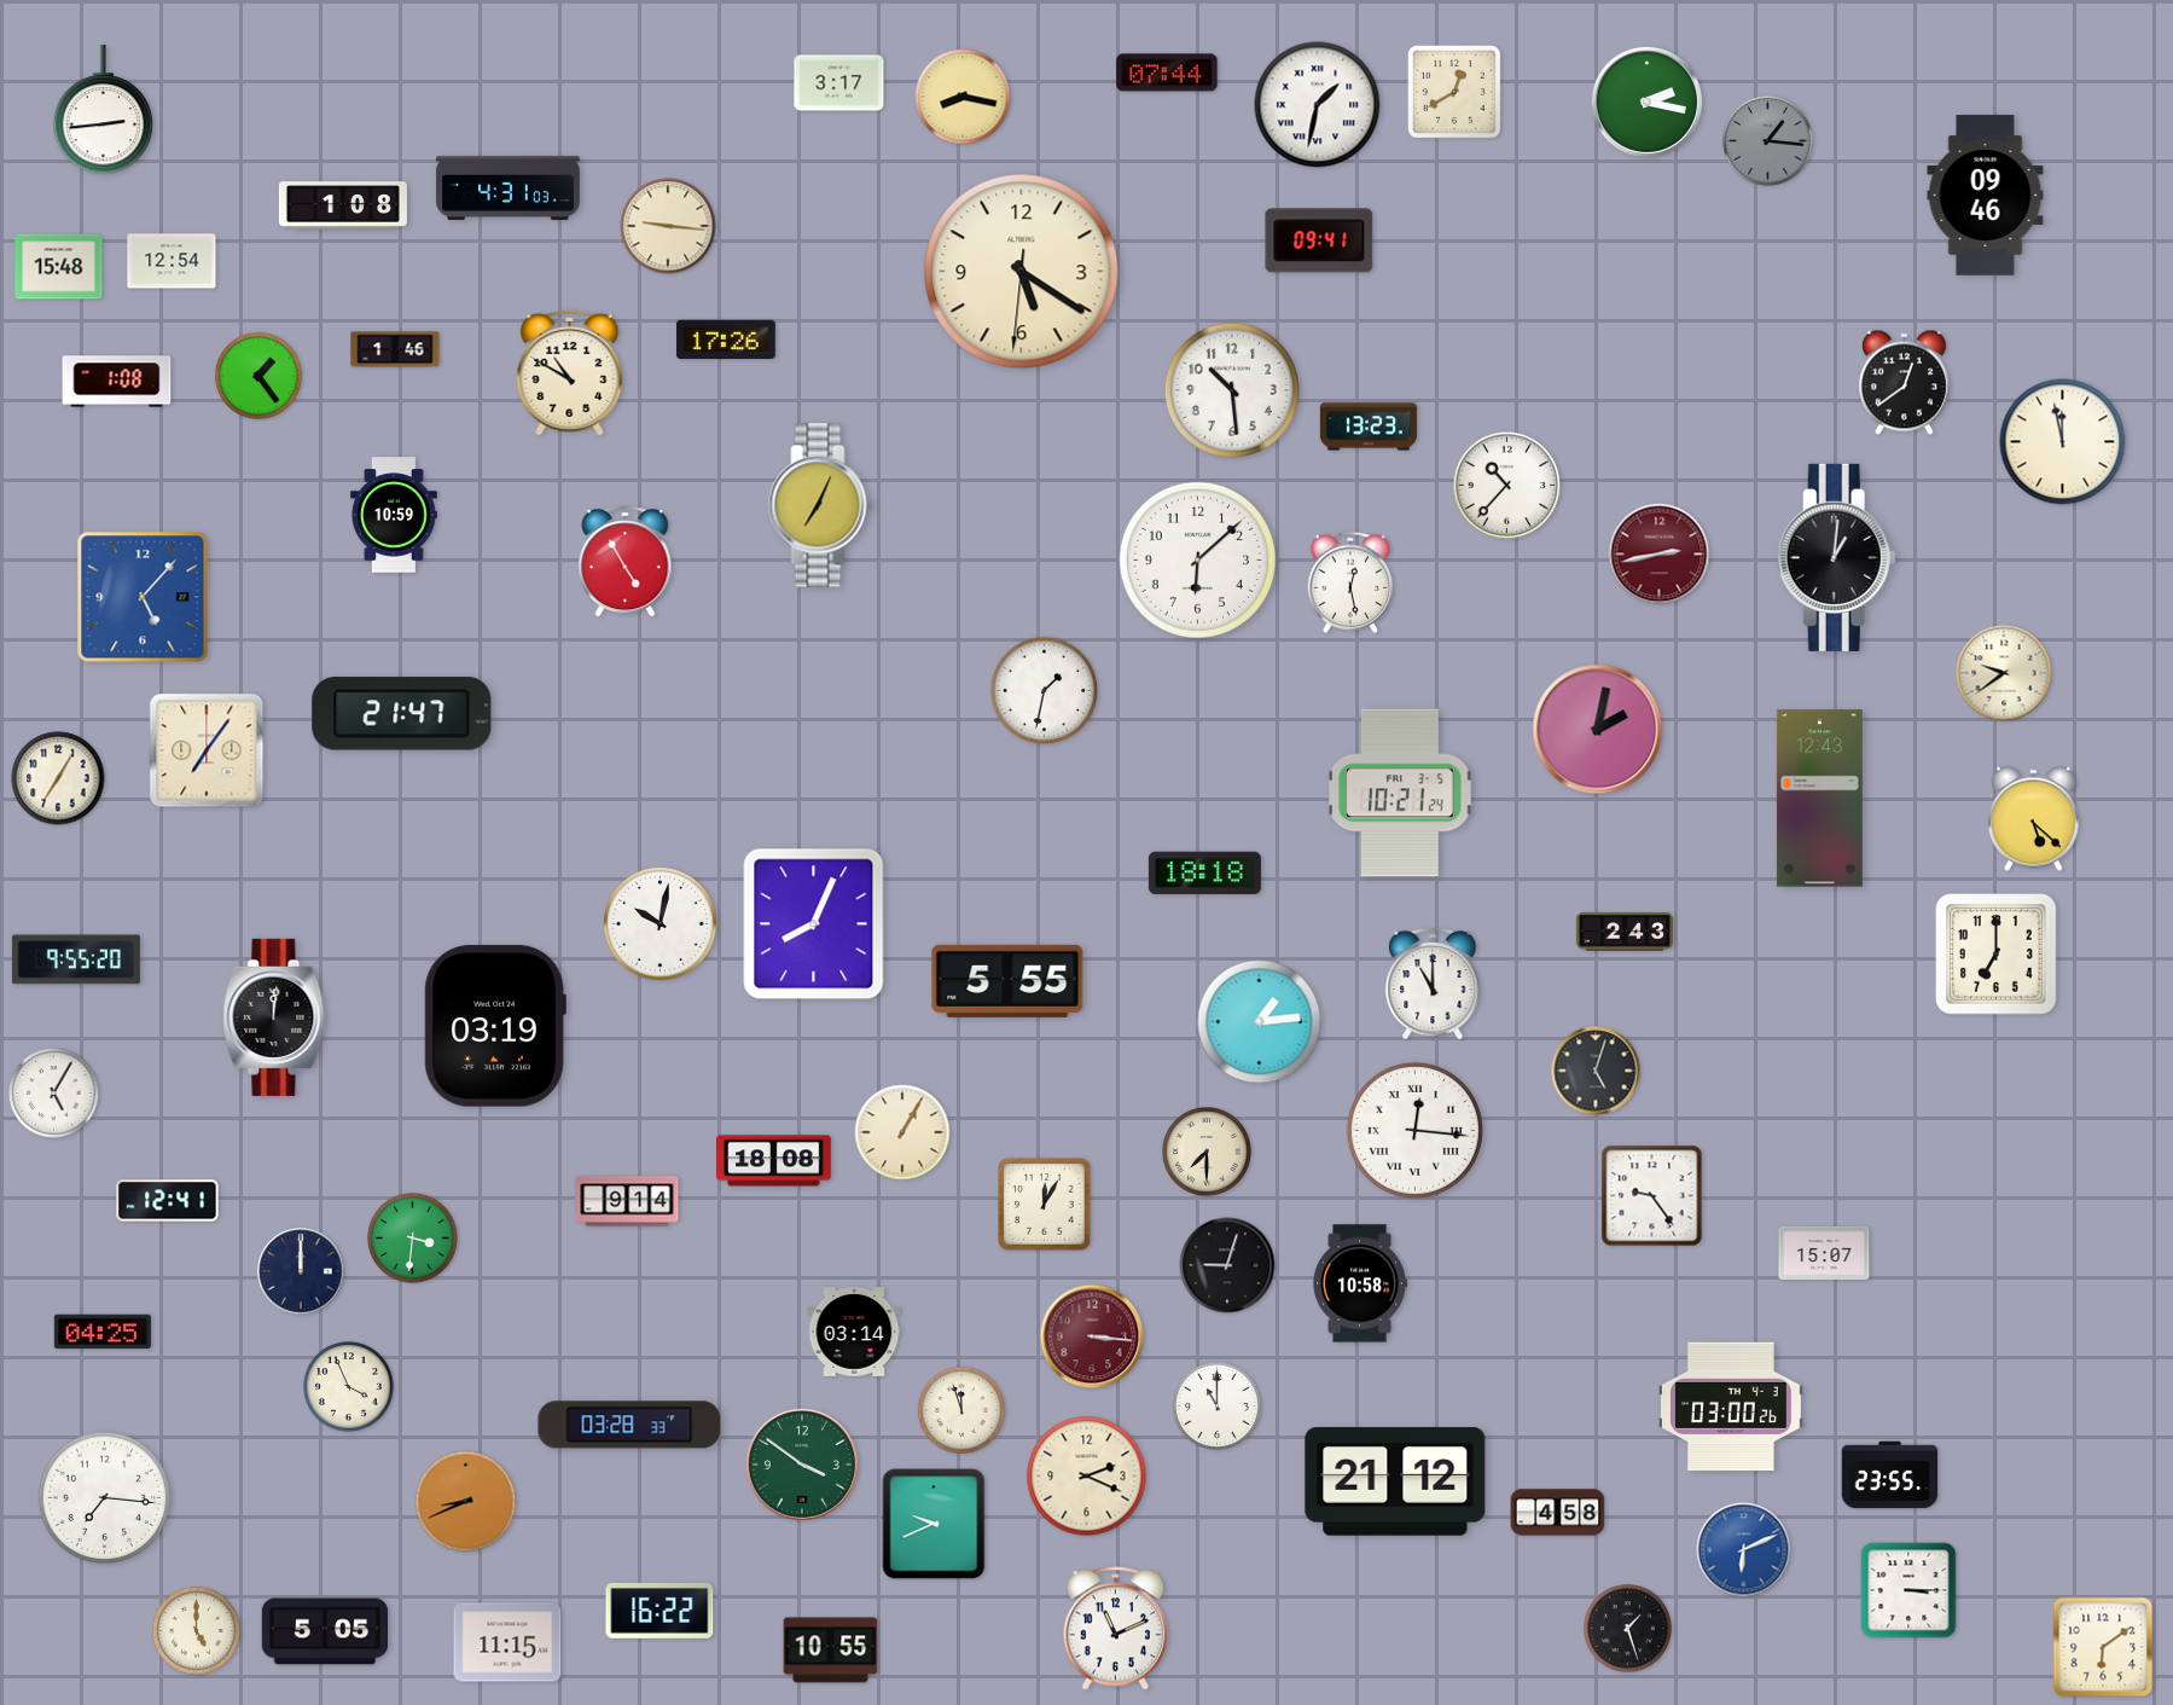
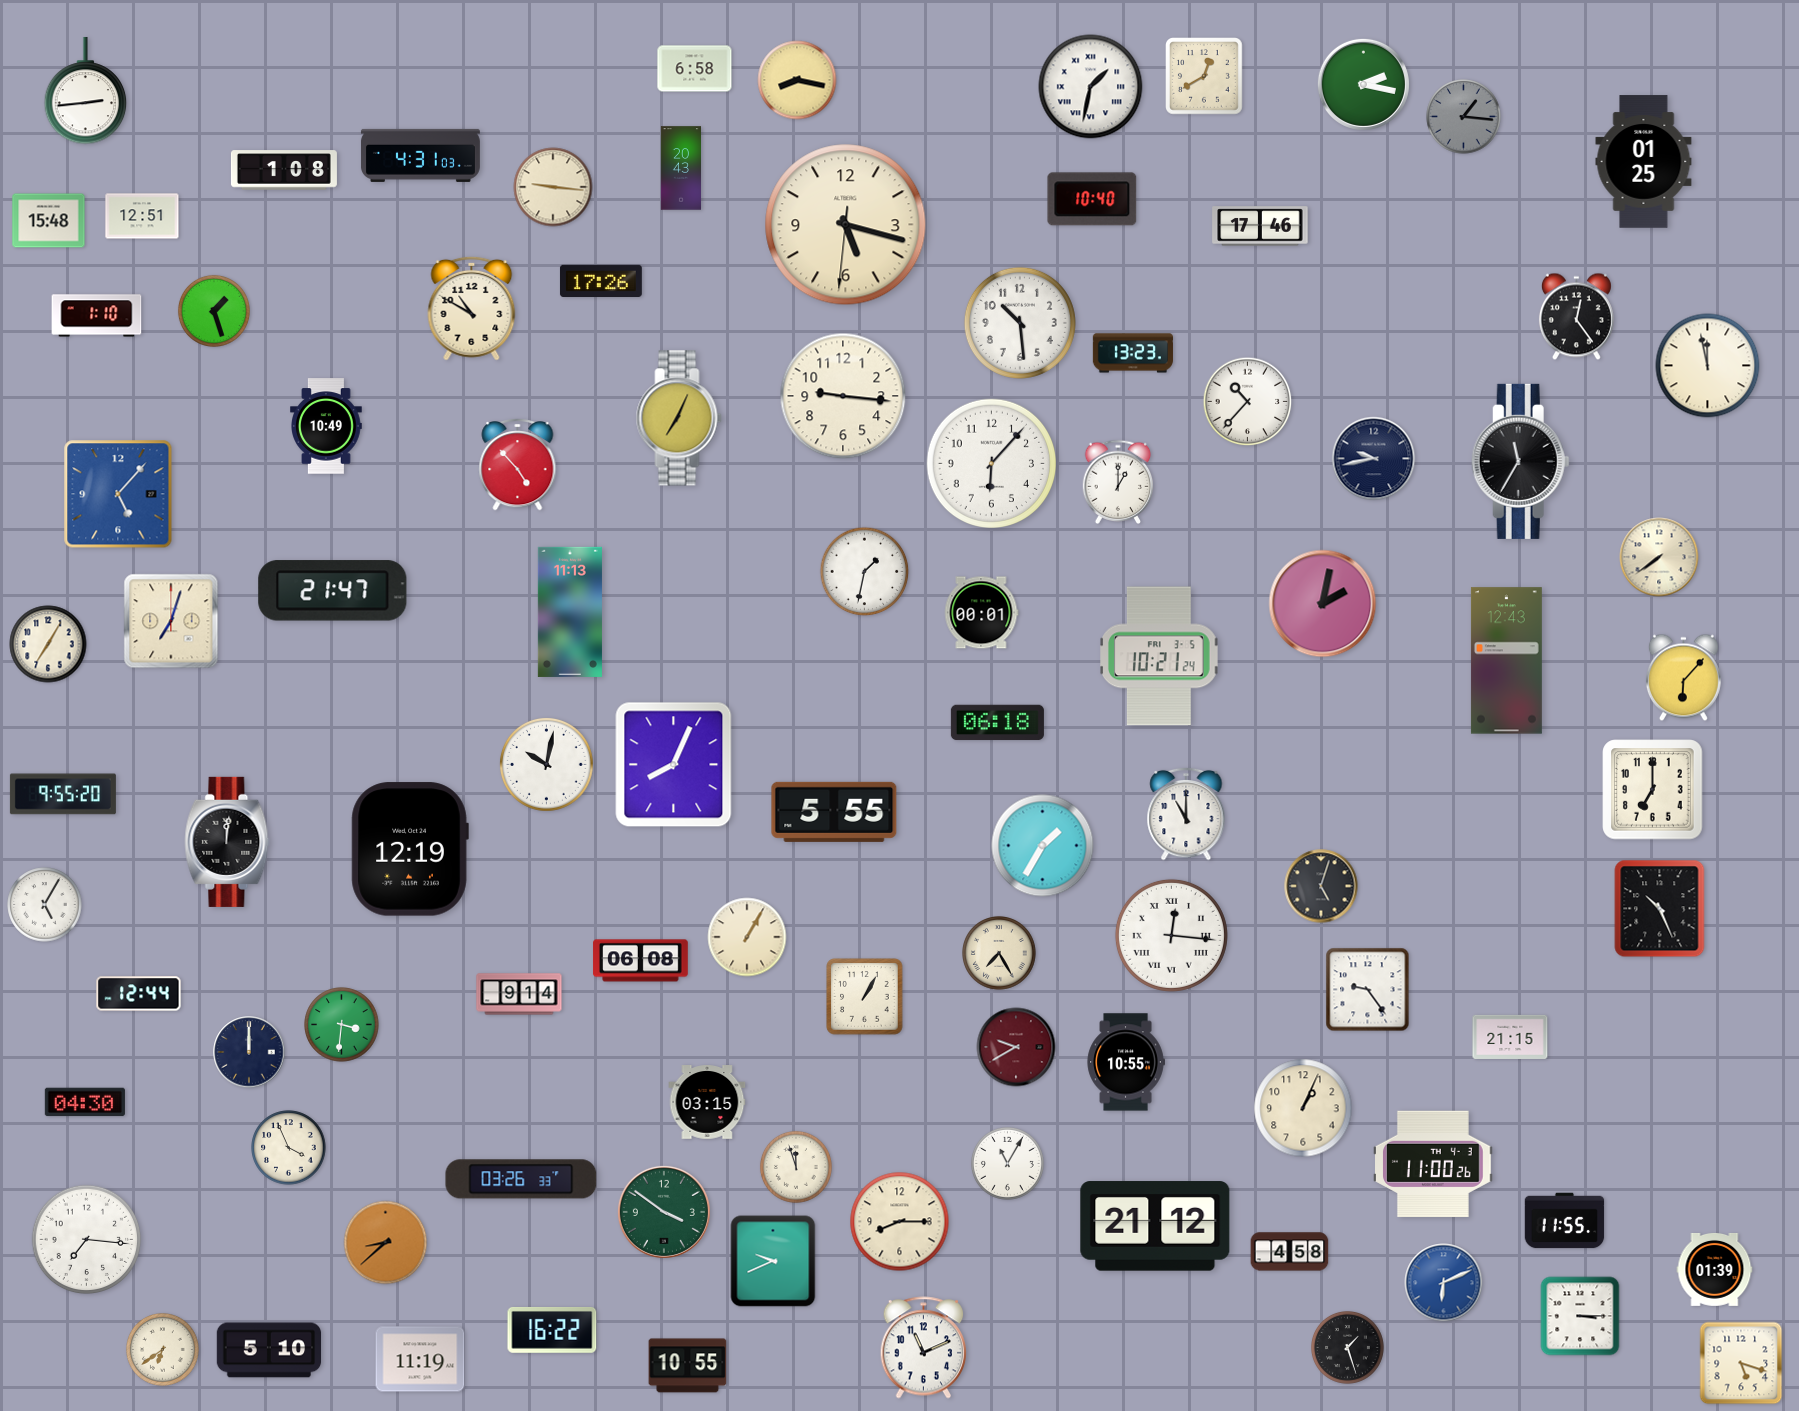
clock at (1167, 73): 07:44 -> none
clock at (839, 83): 3:17 -> 6:58
clock at (1986, 196): 09:46 -> 01:25
clock at (680, 168): none -> 20:43
clock at (1319, 240): 09:41 -> 10:40
clock at (172, 261): 12:54 -> 12:51
clock at (1022, 272): 5:20 -> 5:17
clock at (1260, 226): none -> 17:46
clock at (395, 349): 1:46 -> none
clock at (258, 376): 1:24 -> 1:27
clock at (117, 382): 1:08 -> 1:10
clock at (1904, 383): 12:39 -> 12:24
clock at (843, 396): none -> 9:16
clock at (395, 515): 10:59 -> 10:49
clock at (1660, 555): 2:43 -> 9:43
clock at (1660, 555) dial: burgundy -> navy
clock at (1836, 557): 1:01 -> 11:35
clock at (1197, 559): 6:08 -> 6:07
clock at (626, 562): 4:55 -> 4:53
clock at (1350, 581): 12:28 -> 1:00
clock at (2004, 673): 9:39 -> 7:39
clock at (570, 612): none -> 11:13
clock at (981, 613): none -> 00:01
clock at (207, 750): 7:06 -> 7:03
clock at (2033, 819): 5:22 -> 6:07
clock at (1204, 874): 18:18 -> 06:18
clock at (1623, 932): 2:43 -> none
clock at (1260, 1022): 1:14 -> 1:35
clock at (495, 1026): 03:19 -> 12:19
clock at (1660, 909): none -> 10:26
clock at (1207, 1152): 7:30 -> 7:25
clock at (774, 1161): 18:08 -> 06:08
clock at (168, 1201): 12:41 -> 12:44
clock at (1045, 1205): 12:05 -> 1:05
clock at (1824, 1253): 15:07 -> 21:15
clock at (1227, 1265): 9:03 -> 9:40
clock at (1227, 1265) dial: black -> burgundy
clock at (1360, 1283): 10:58 -> 10:55
clock at (103, 1332): 04:25 -> 04:30
clock at (854, 1332): 03:14 -> 03:15
clock at (1092, 1336): 3:16 -> none
clock at (1303, 1108): none -> 1:04
clock at (1218, 1407): 11:00 -> 11:05
clock at (1732, 1407): 03:00 -> 11:00
clock at (629, 1425): 03:28 -> 03:26
clock at (1890, 1475): 23:55 -> 11:55
clock at (1087, 1477): 2:19 -> 8:15
clock at (466, 1502): 8:41 -> 8:38
clock at (1715, 1269): none -> 01:39
clock at (660, 1611) position: (660, 1611) -> (552, 1330)
clock at (197, 1631): 5:00 -> 6:39
clock at (325, 1631): 5:05 -> 5:10
clock at (507, 1642): 11:15 -> 11:19
clock at (2103, 1647): 6:09 -> 5:18
